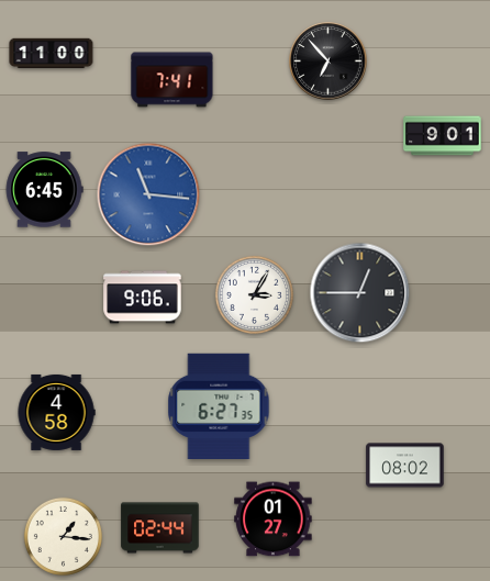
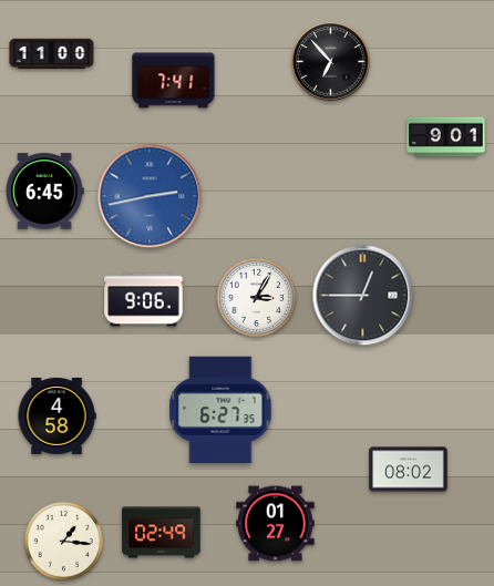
clock at (148, 194): 11:16 -> 2:43
clock at (160, 528): 02:44 -> 02:49
